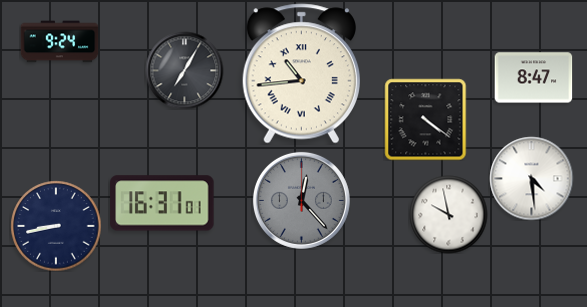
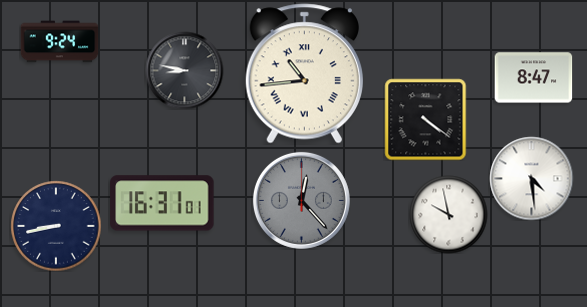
clock at (184, 70): 7:05 -> 8:47
clock at (301, 74) position: (301, 74) -> (304, 74)
